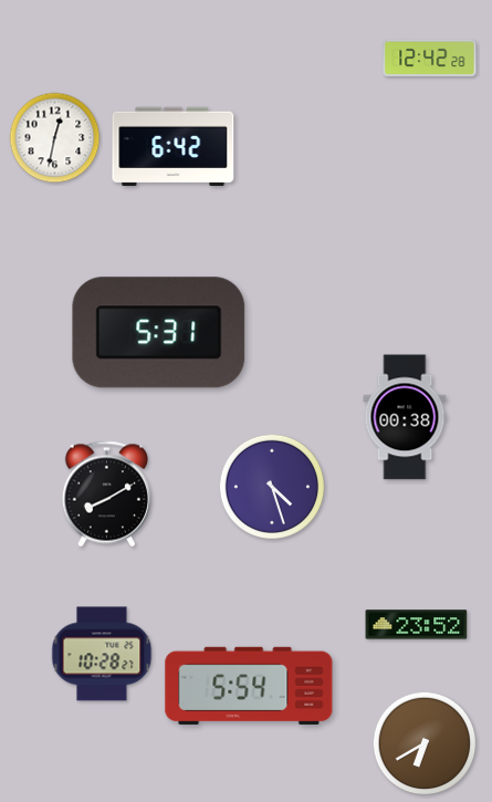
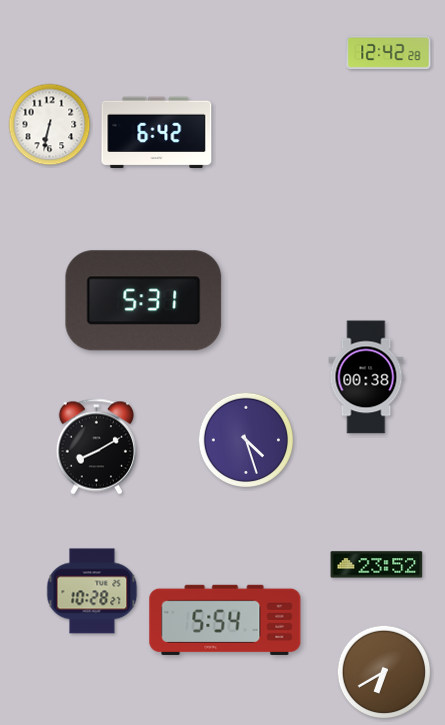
clock at (55, 138): 12:32 -> 6:32
